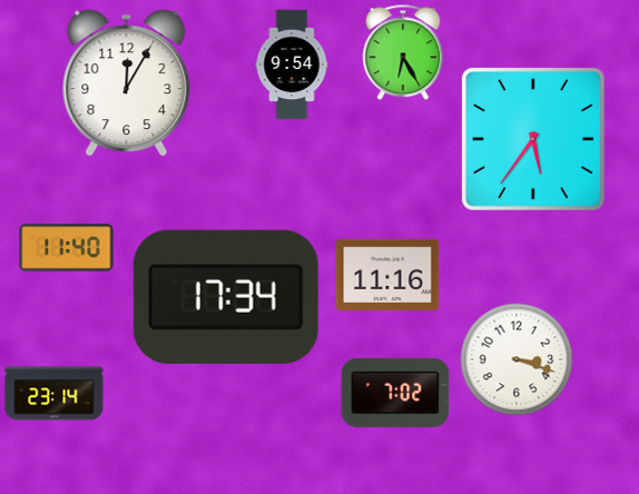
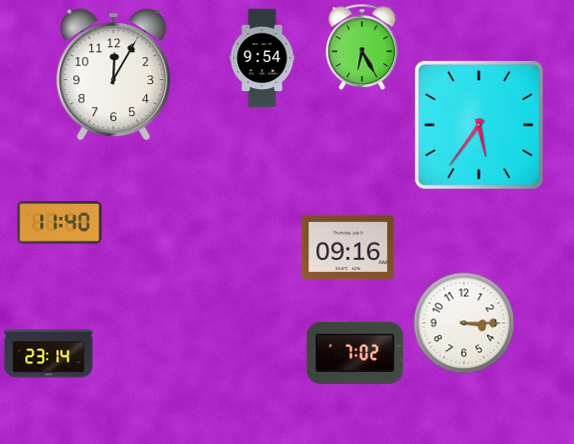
clock at (387, 274): 11:16 -> 09:16
clock at (226, 297): 17:34 -> none
clock at (517, 359): 3:18 -> 3:15
